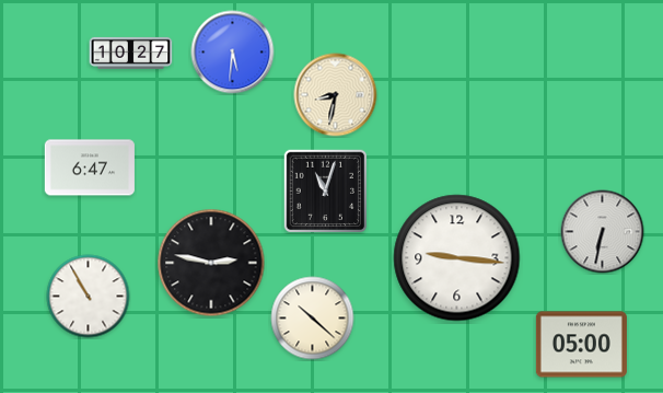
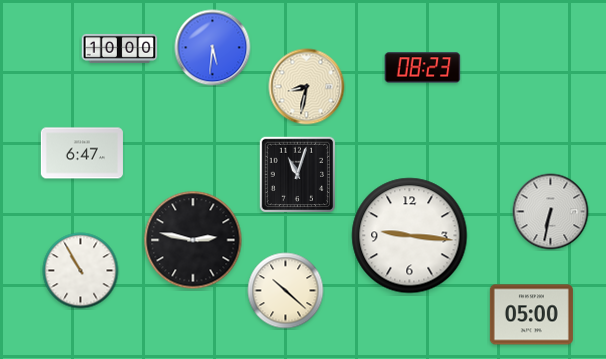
clock at (131, 53): 10:27 -> 10:00
clock at (423, 68): none -> 08:23
clock at (457, 258) position: (457, 258) -> (410, 236)
